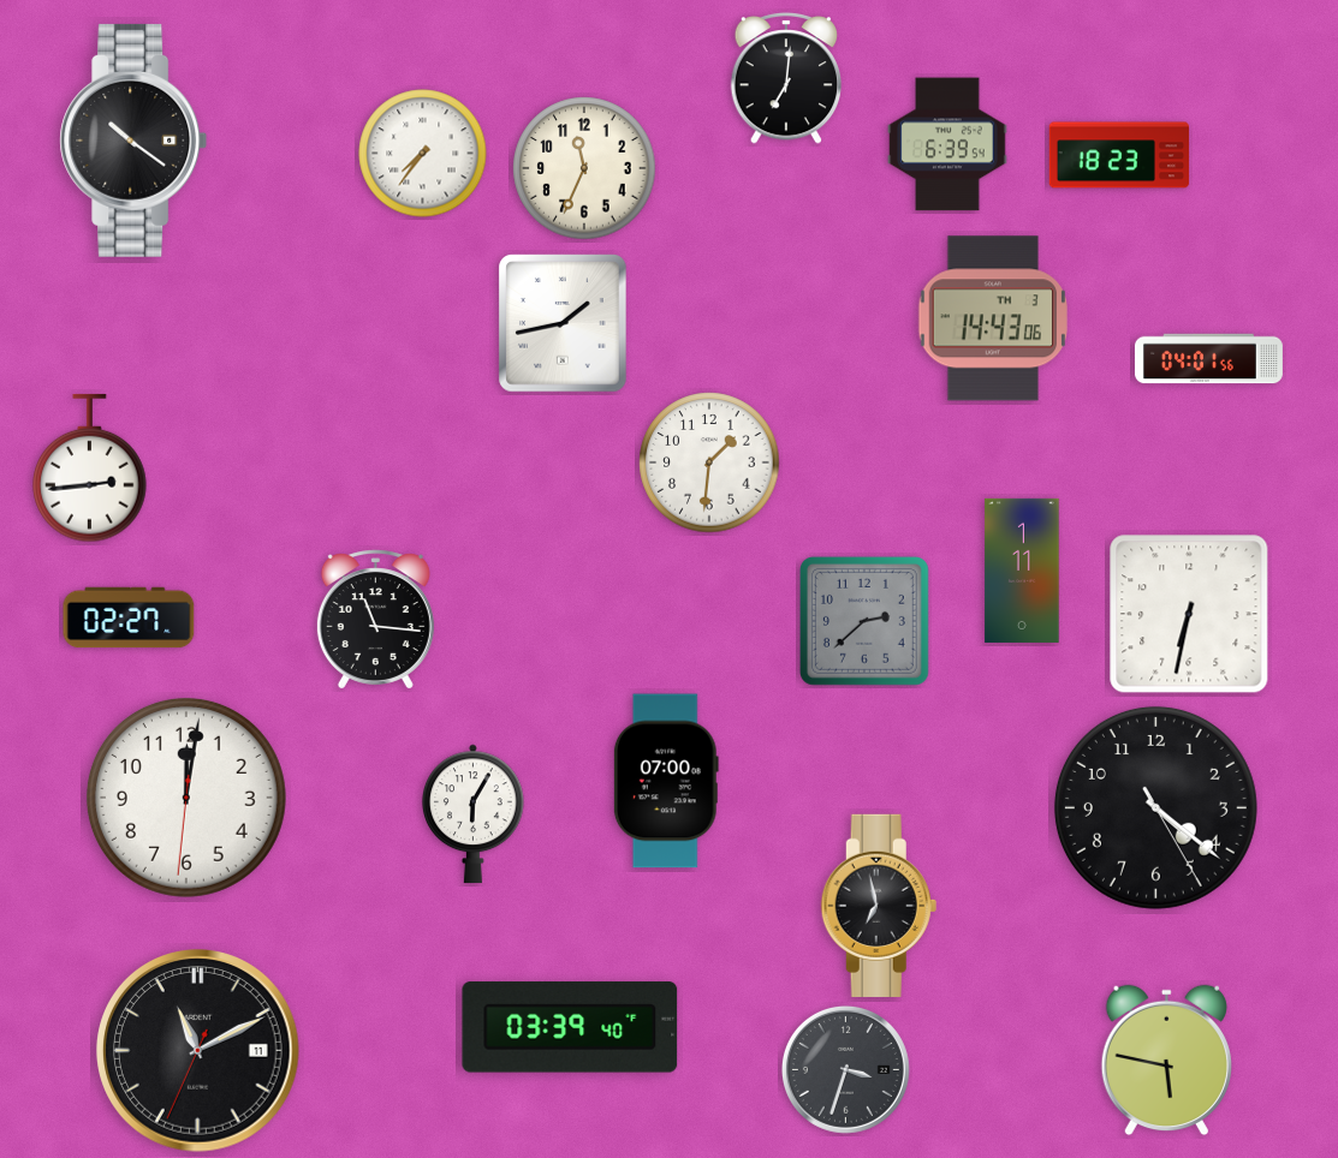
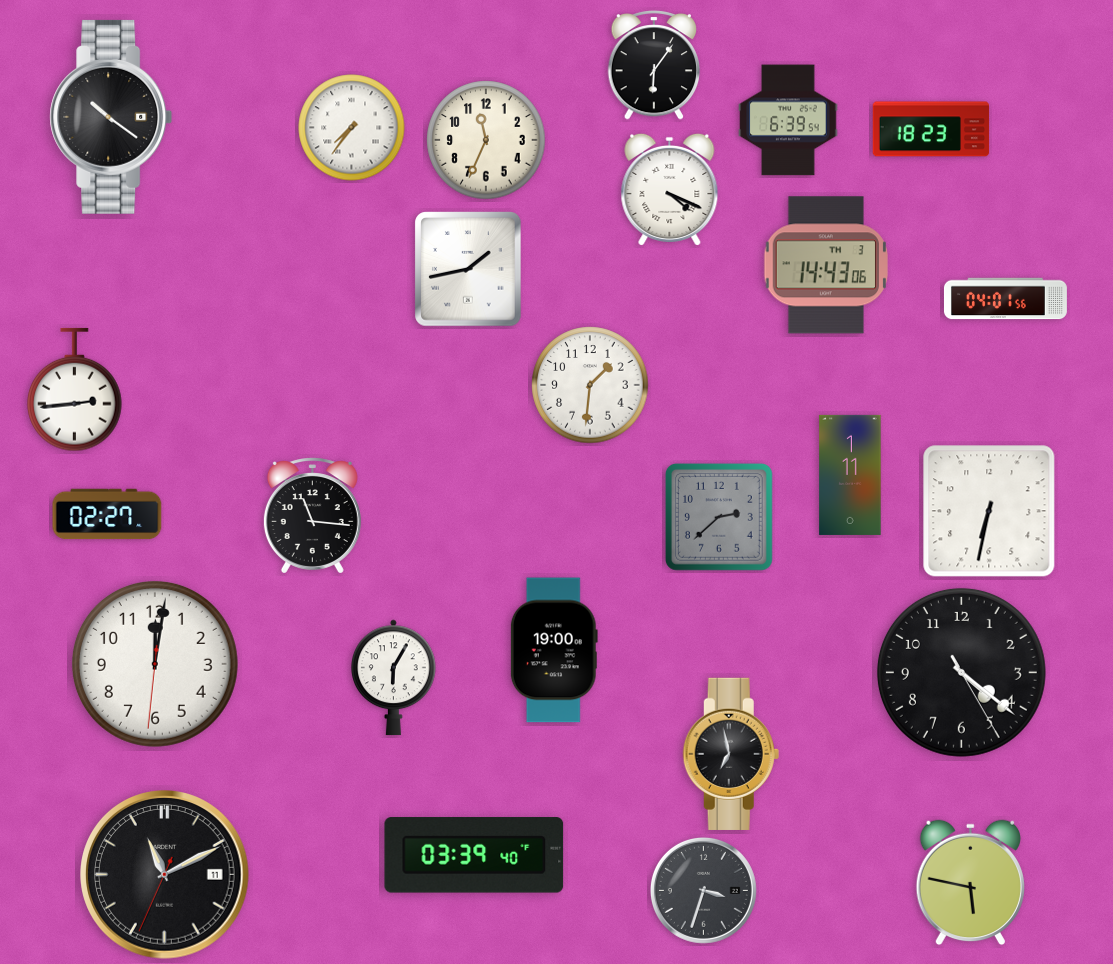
clock at (786, 78): 7:01 -> 6:06
clock at (670, 189): none -> 4:19
clock at (666, 781): 07:00 -> 19:00
